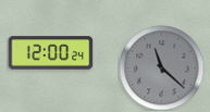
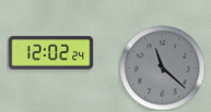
clock at (50, 53): 12:00 -> 12:02
